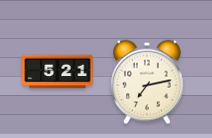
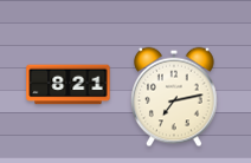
clock at (58, 72): 5:21 -> 8:21
